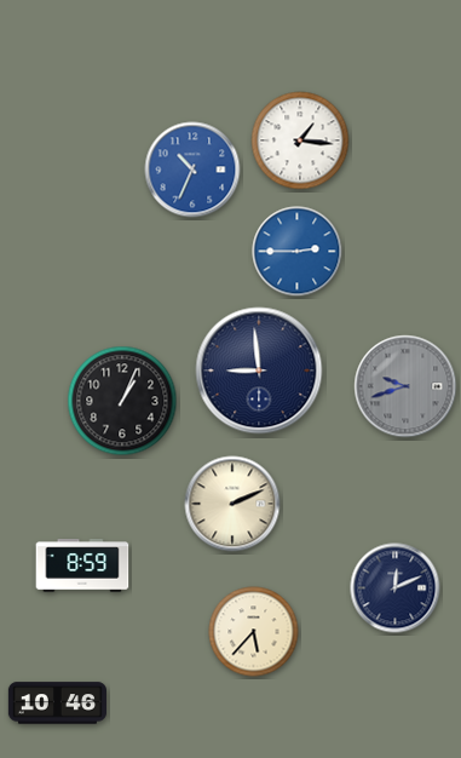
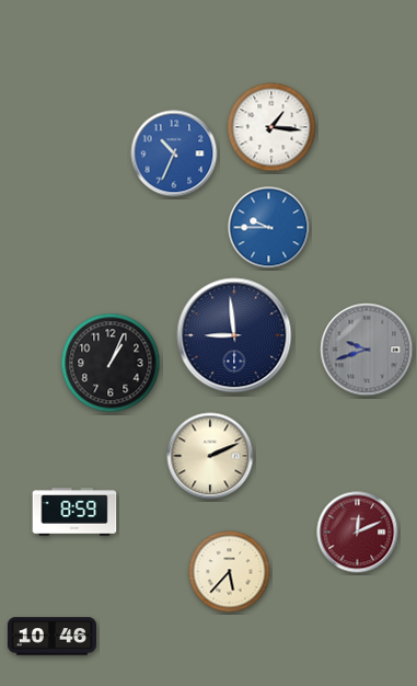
clock at (298, 252): 2:45 -> 9:45
clock at (396, 588) dial: navy -> burgundy
